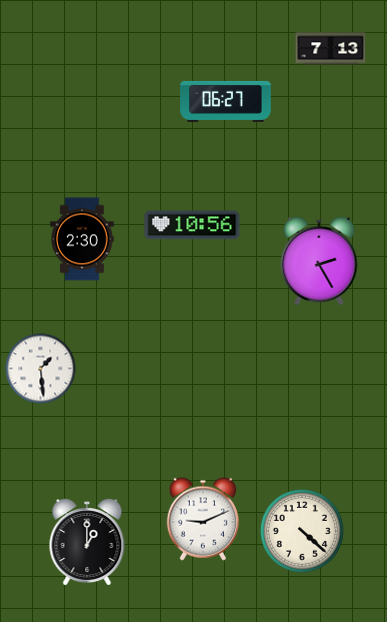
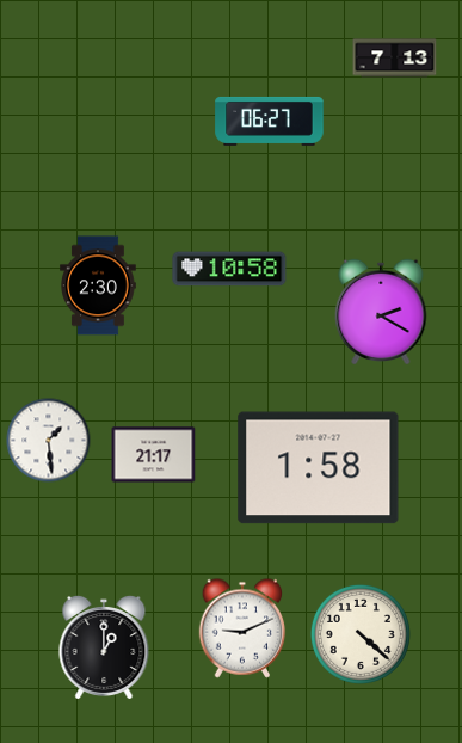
clock at (192, 225): 10:56 -> 10:58
clock at (319, 261): 2:25 -> 2:20
clock at (154, 455): none -> 21:17
clock at (319, 468): none -> 1:58
clock at (203, 519) position: (203, 519) -> (242, 628)
